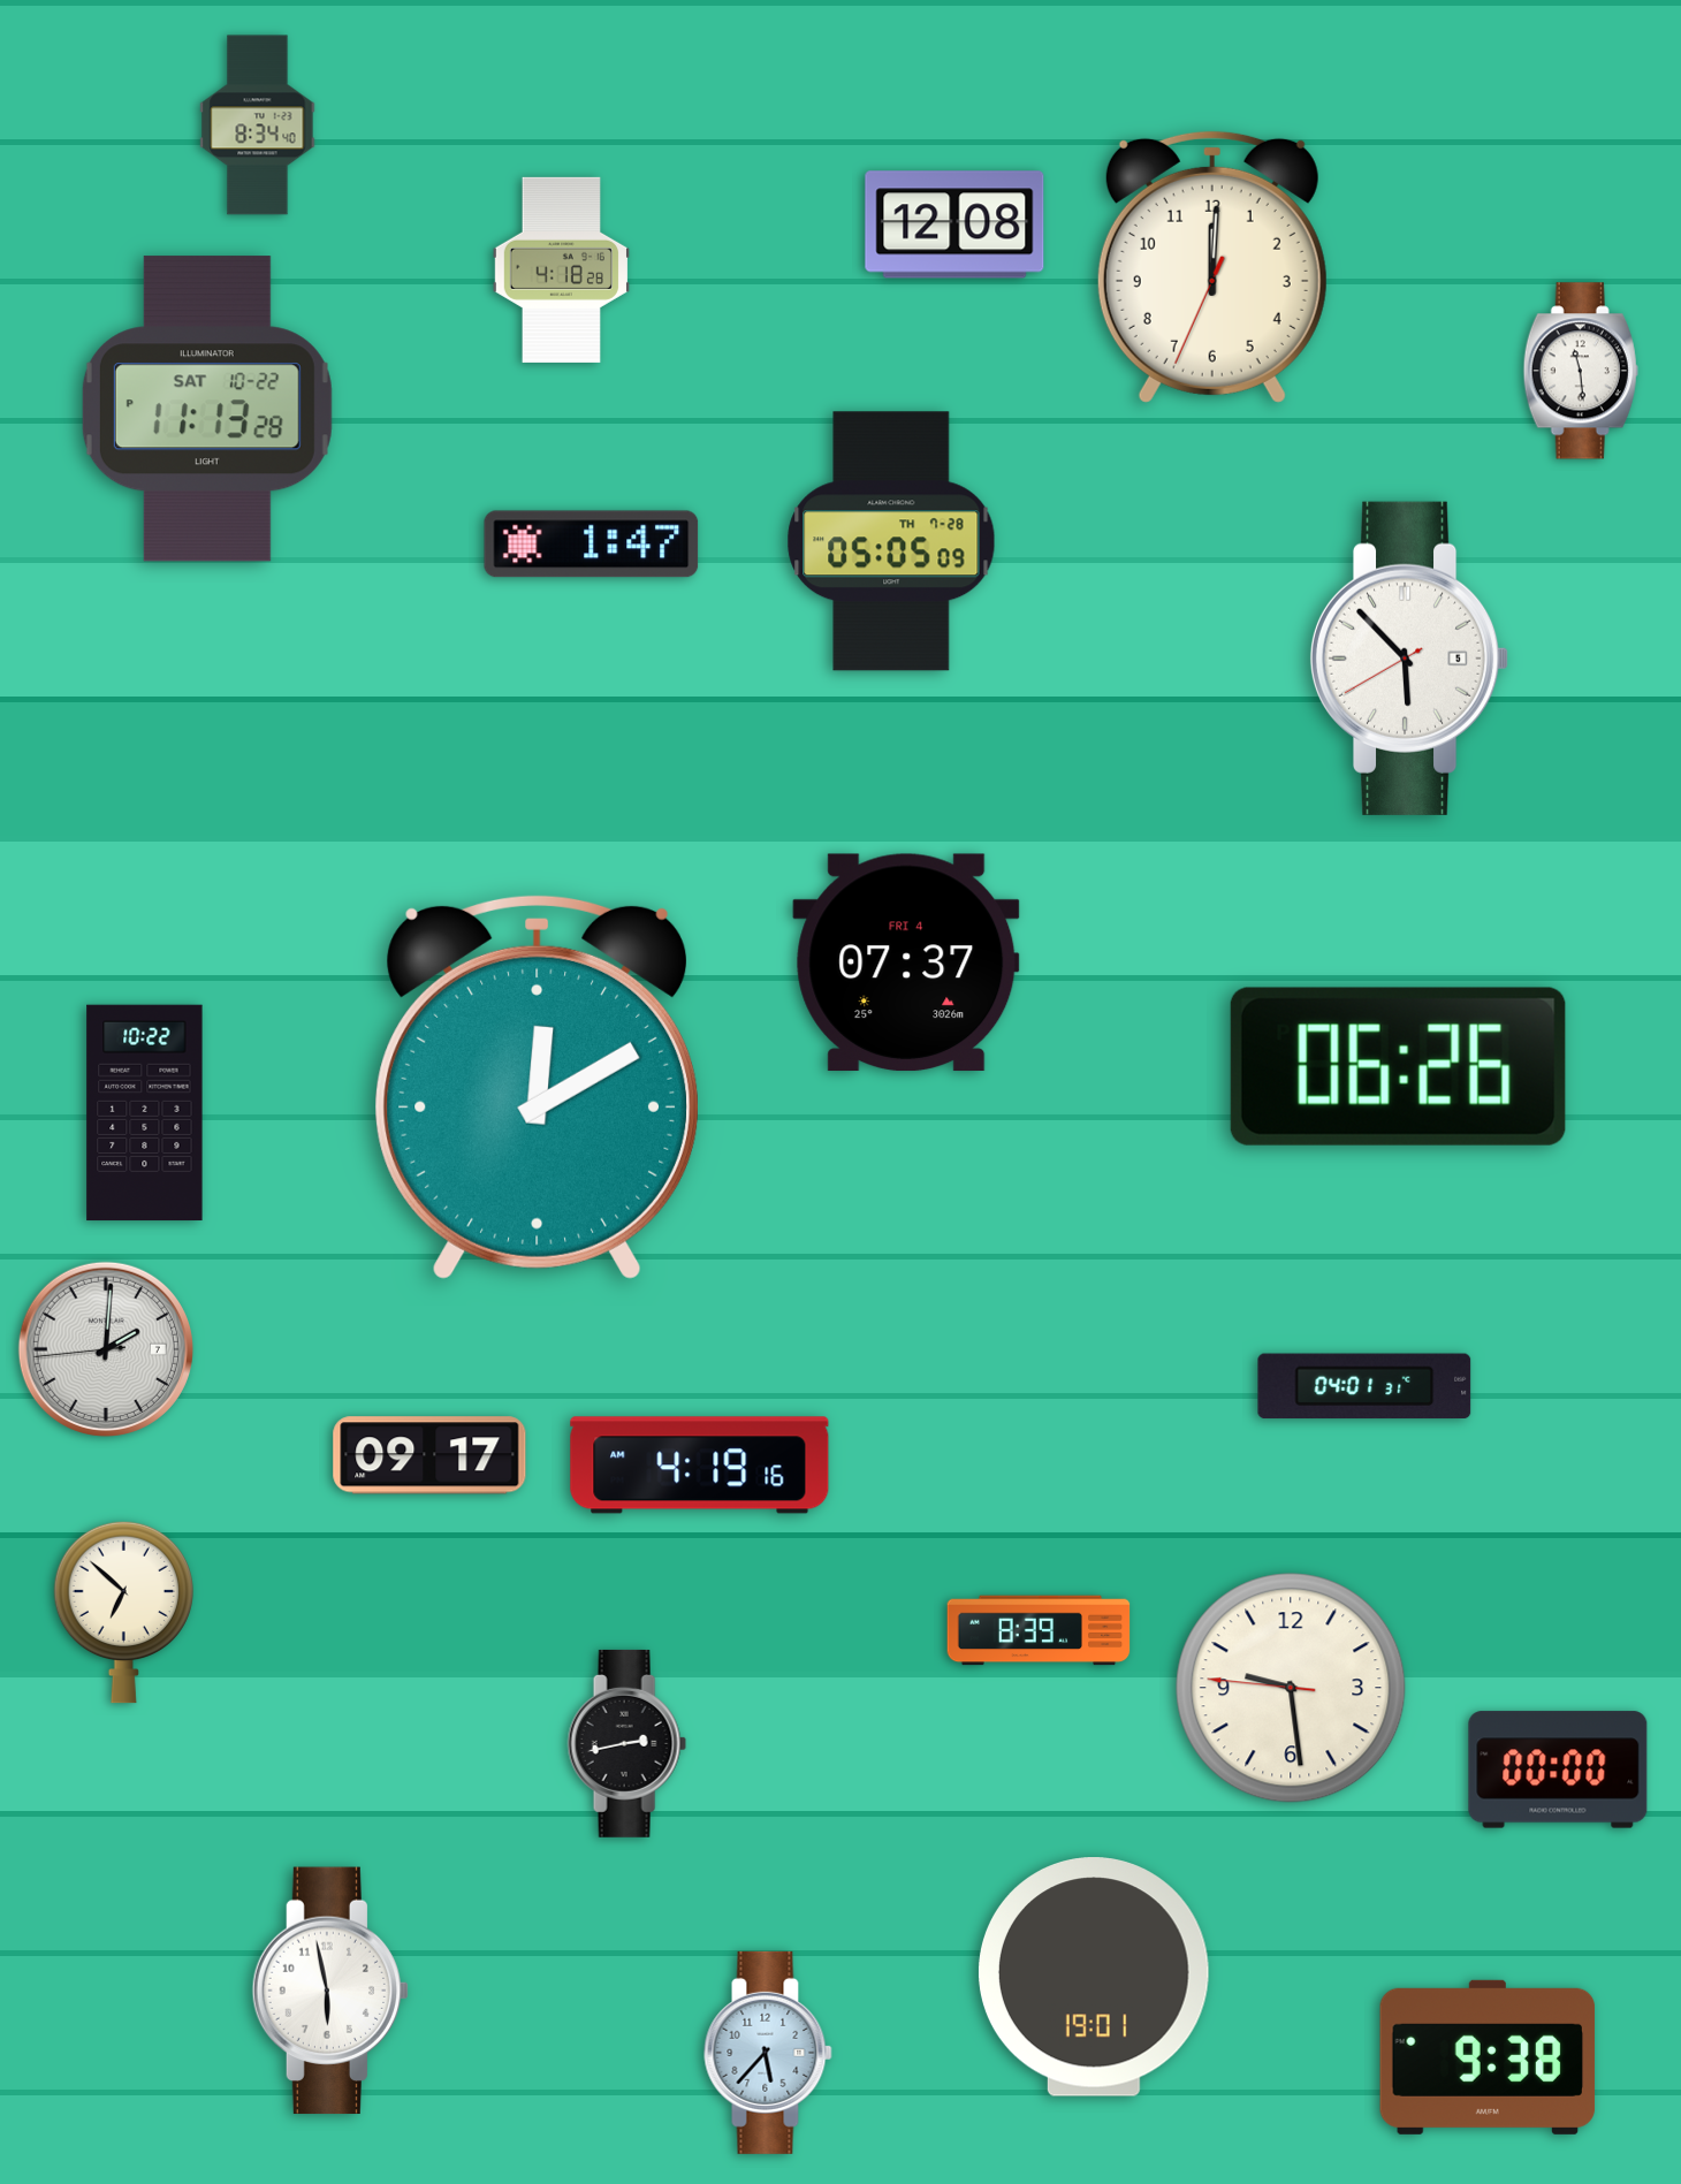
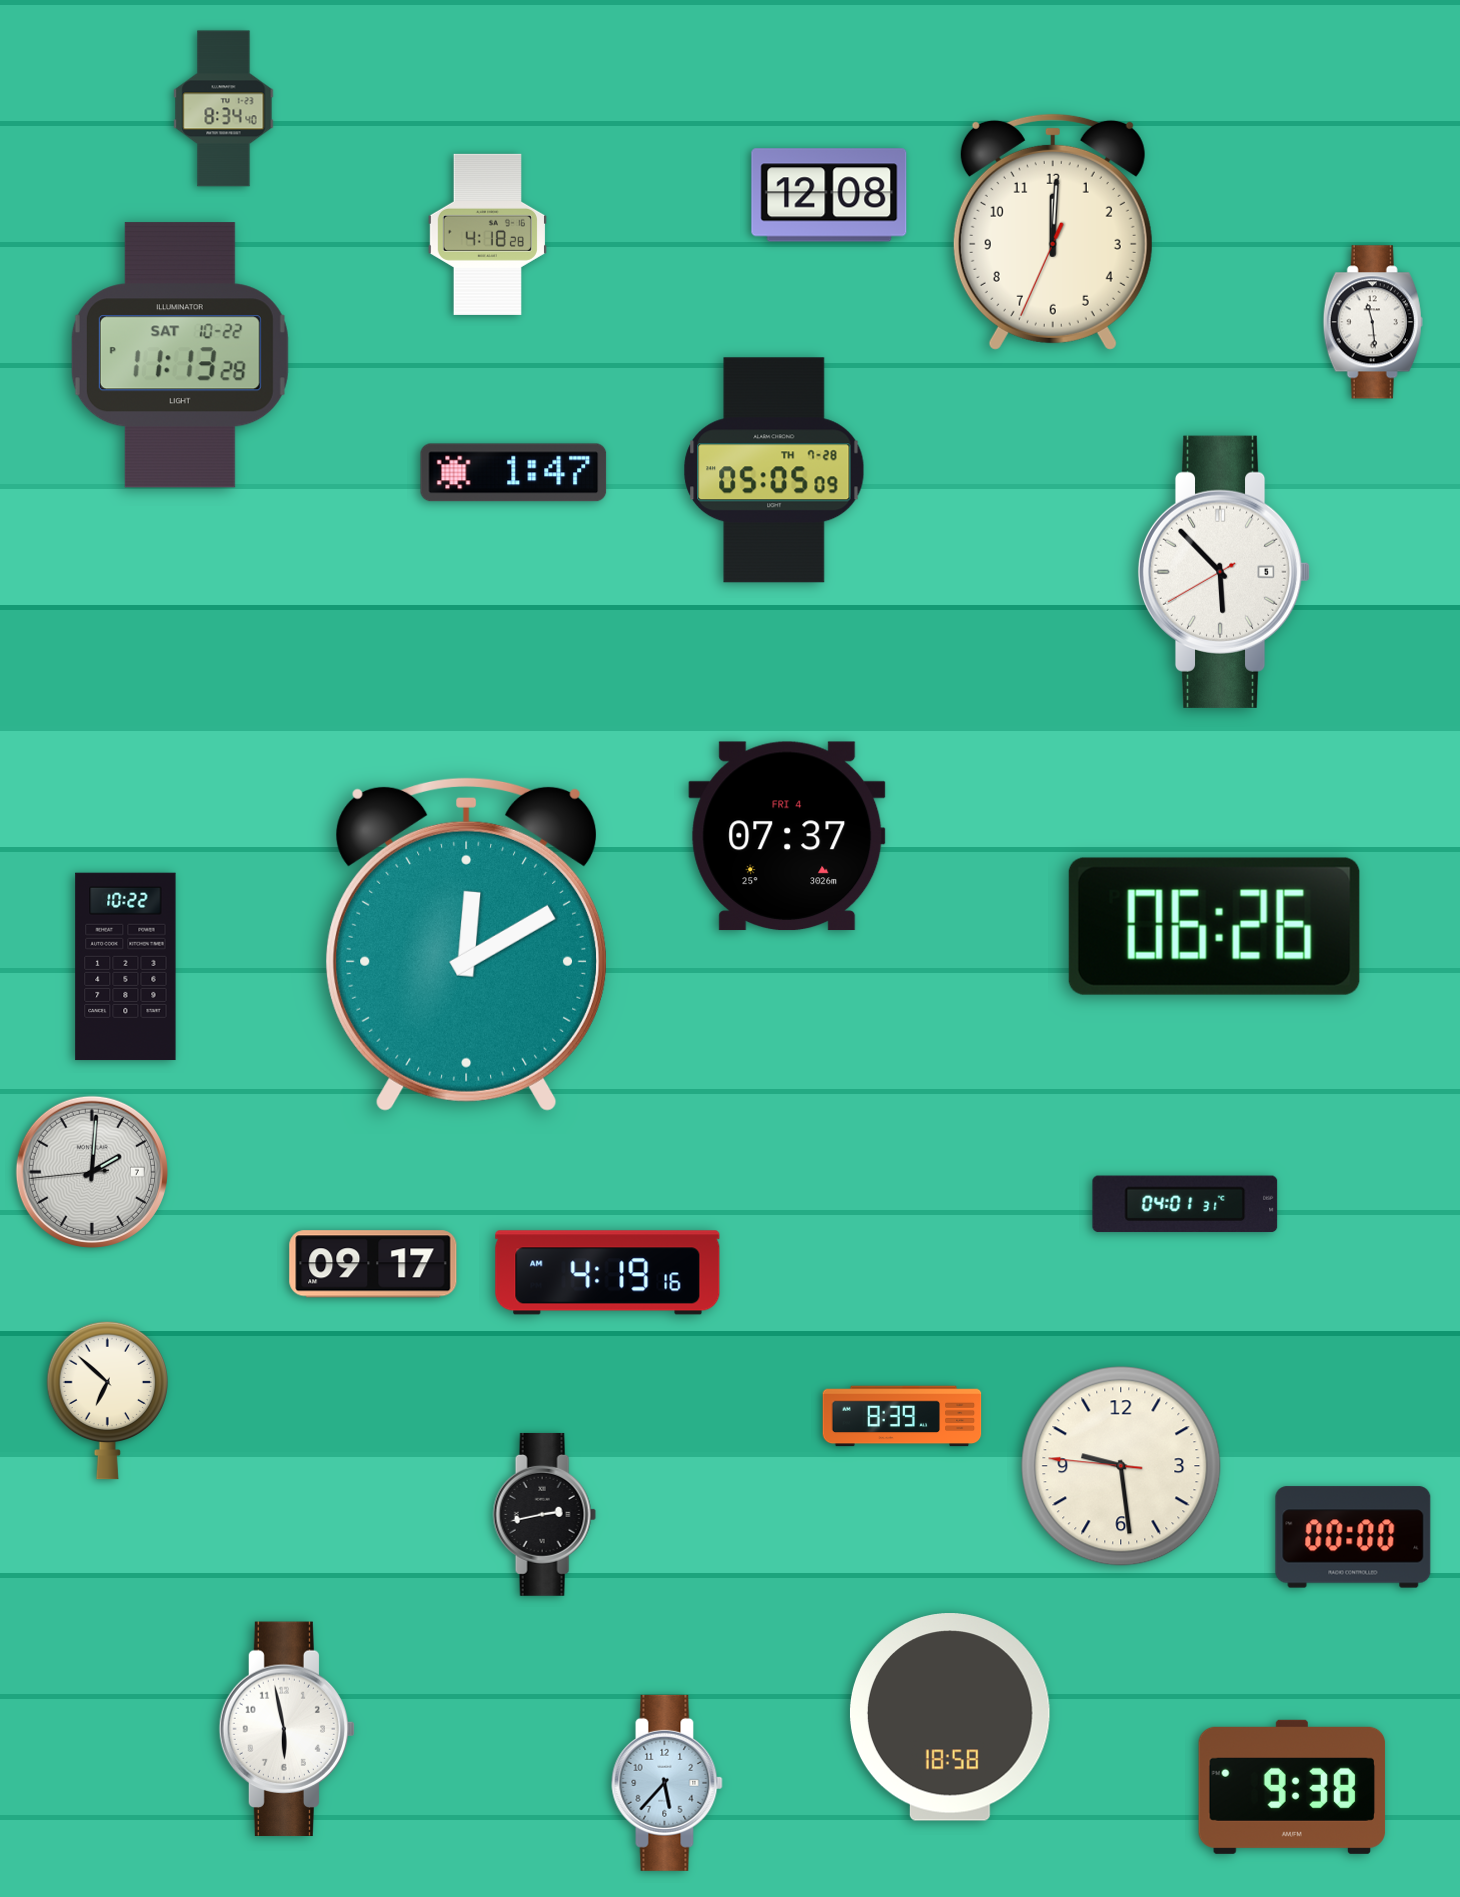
clock at (1094, 1977): 19:01 -> 18:58
